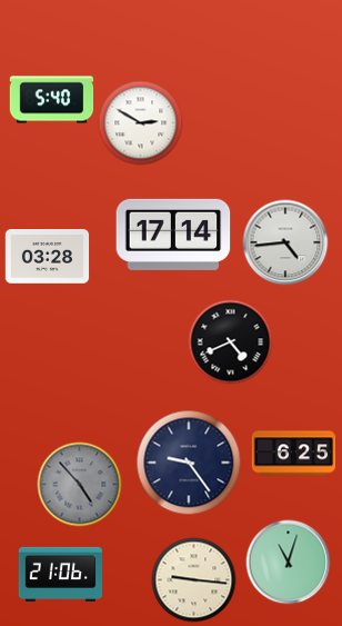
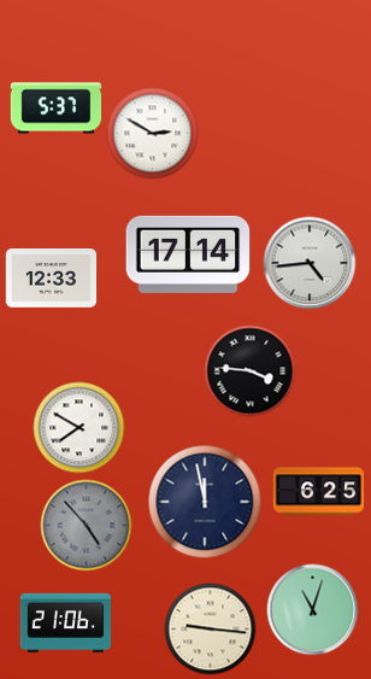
clock at (52, 100): 5:40 -> 5:37
clock at (48, 257): 03:28 -> 12:33
clock at (231, 342): 4:41 -> 3:46
clock at (79, 428): none -> 7:50
clock at (189, 463): 9:24 -> 11:58
